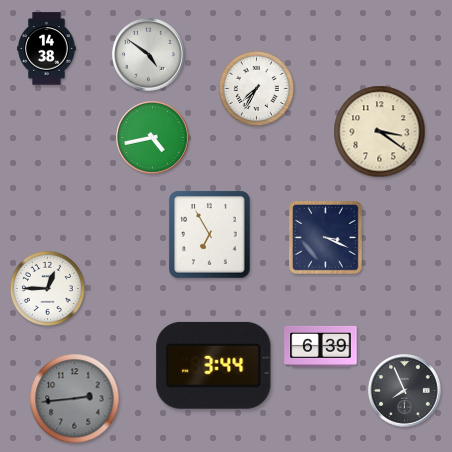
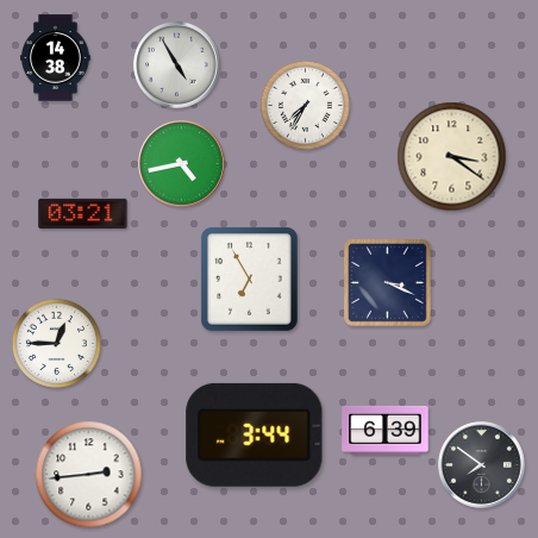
clock at (149, 55): 4:51 -> 4:55
clock at (83, 213): none -> 03:21
clock at (321, 346) position: (321, 346) -> (386, 430)
clock at (405, 391): 7:56 -> 7:51
clock at (75, 399) dial: grey -> white
